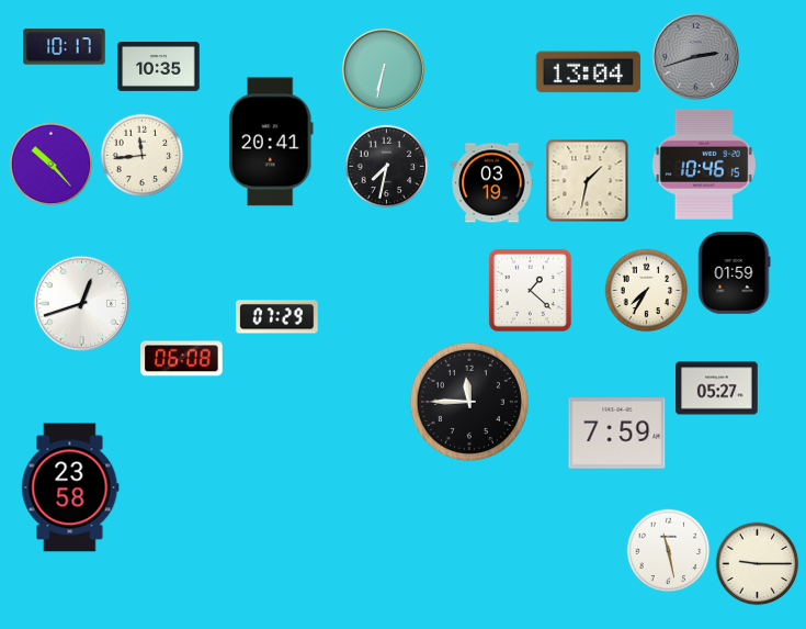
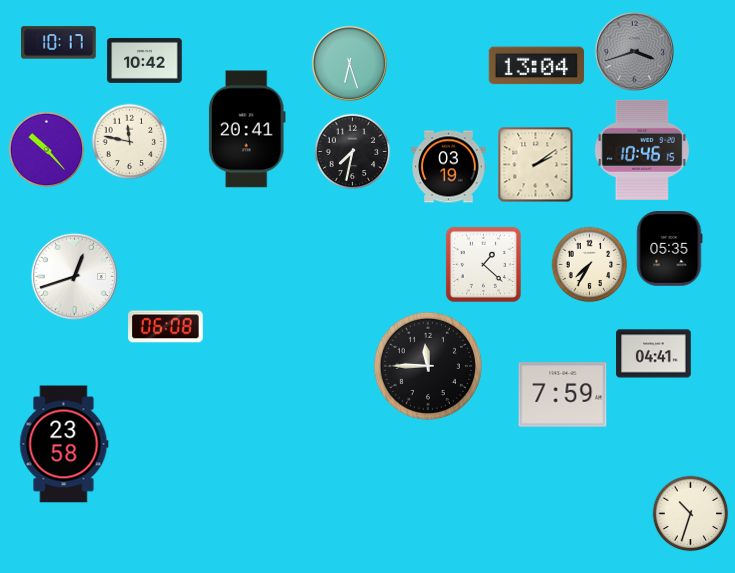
clock at (695, 56): 2:42 -> 3:42
clock at (159, 66): 10:35 -> 10:42
clock at (383, 69): 6:32 -> 6:27
clock at (143, 156): 11:44 -> 11:47
clock at (588, 181): 1:32 -> 2:09
clock at (735, 273): 01:59 -> 05:35
clock at (277, 317): 07:29 -> none
clock at (717, 389): 05:27 -> 04:41
clock at (669, 551): 11:28 -> none
clock at (758, 564): 9:15 -> 10:33
